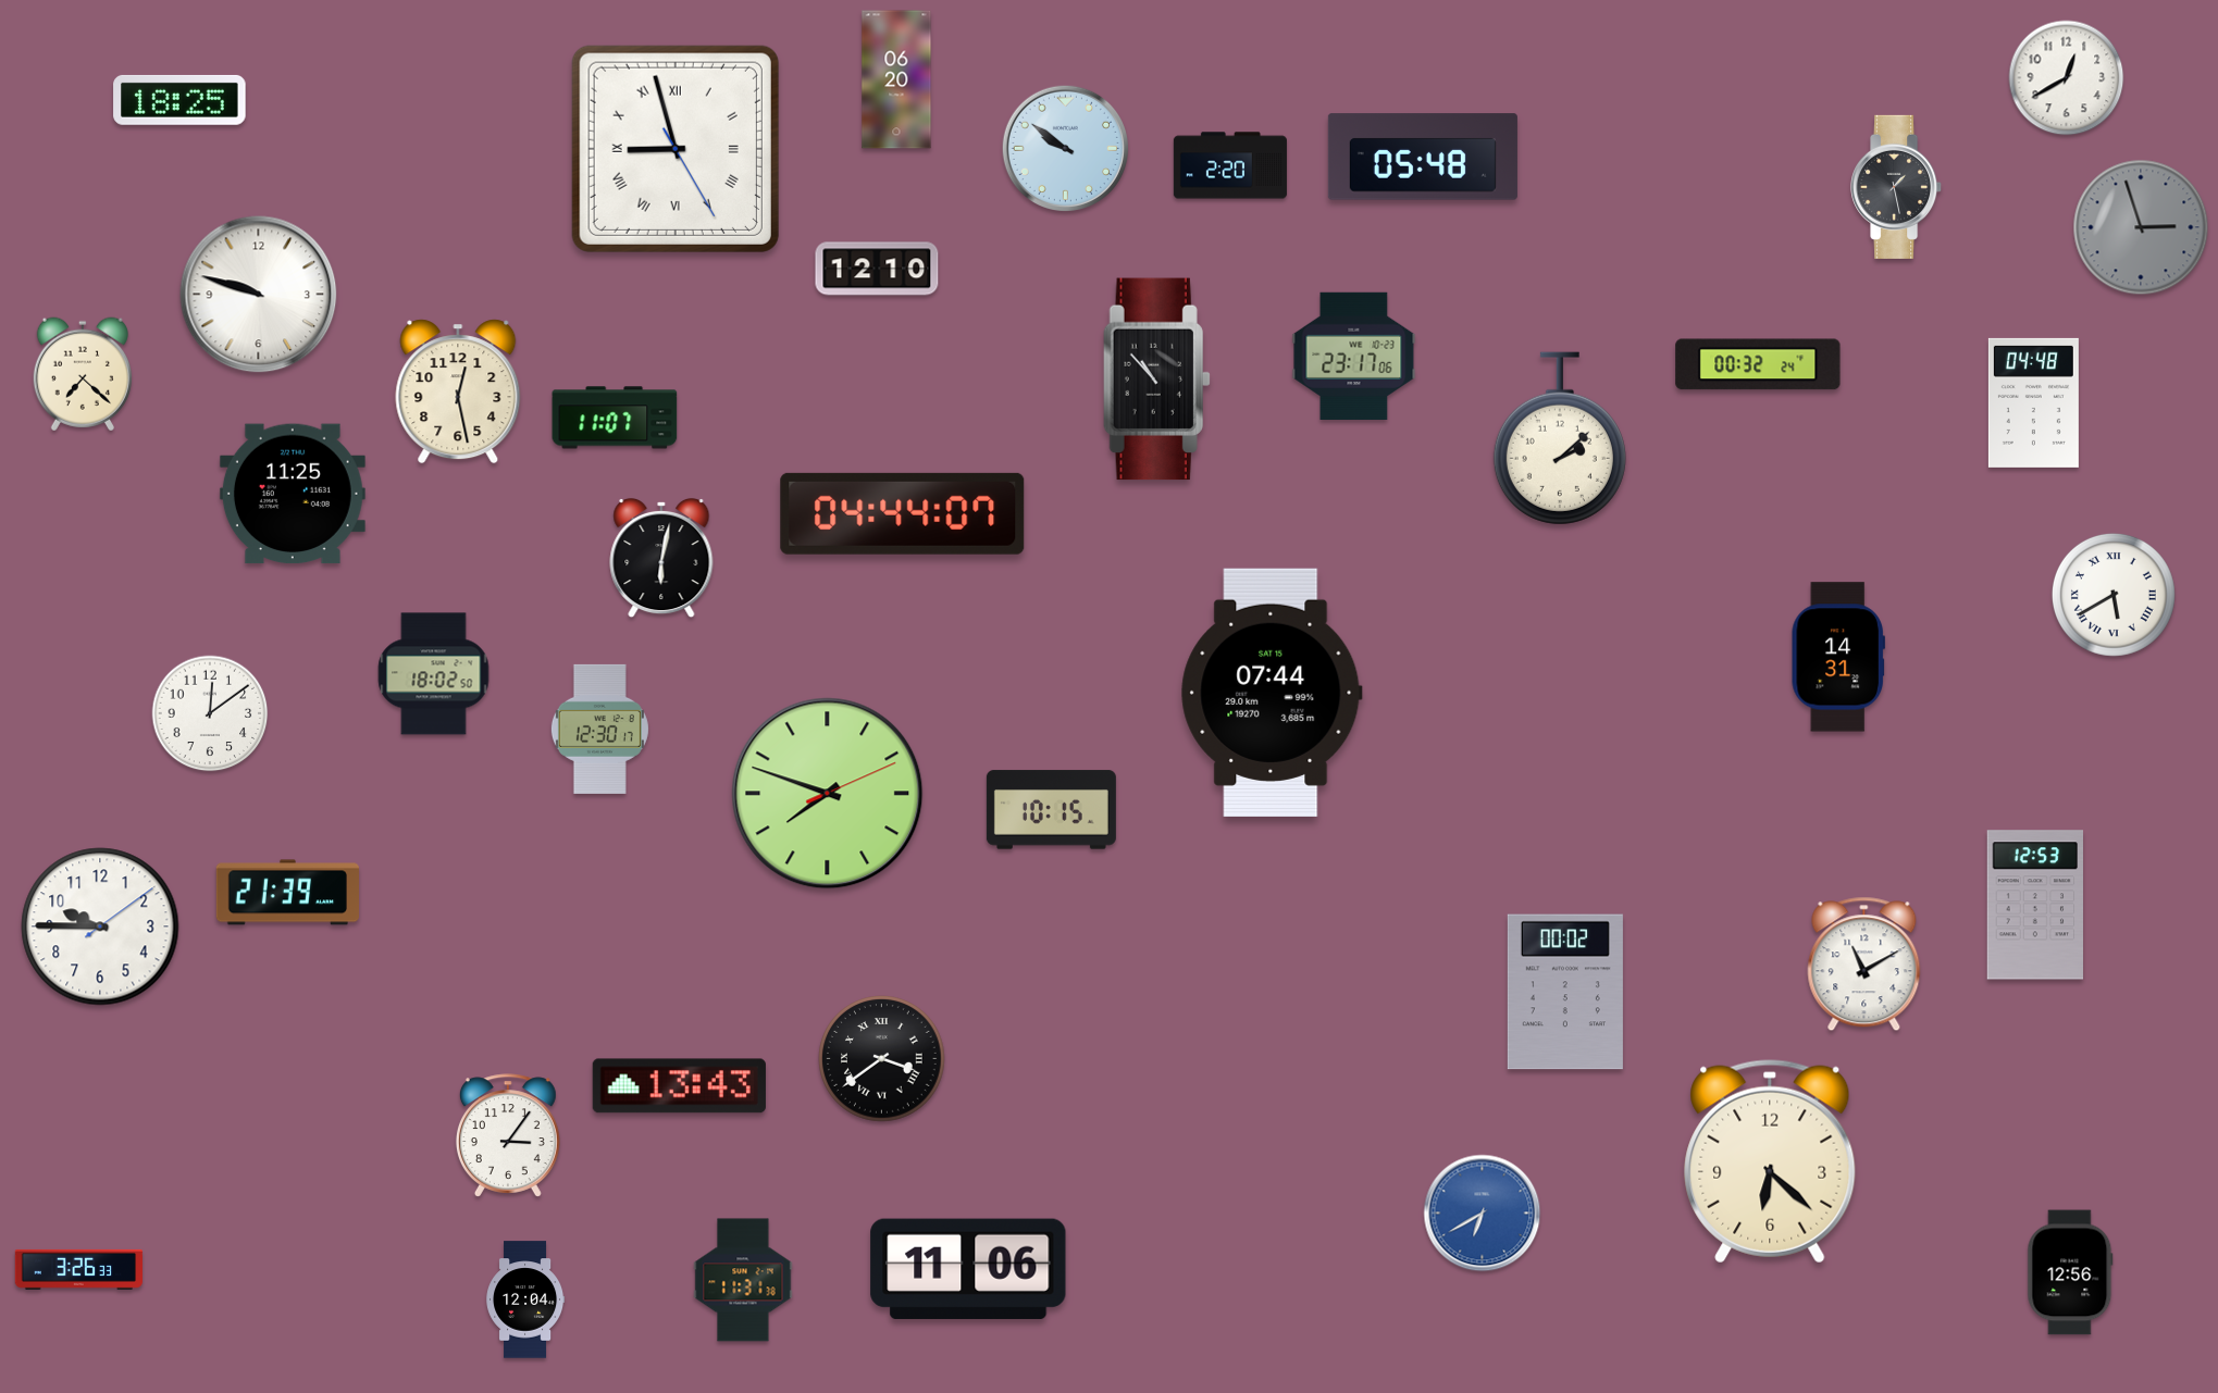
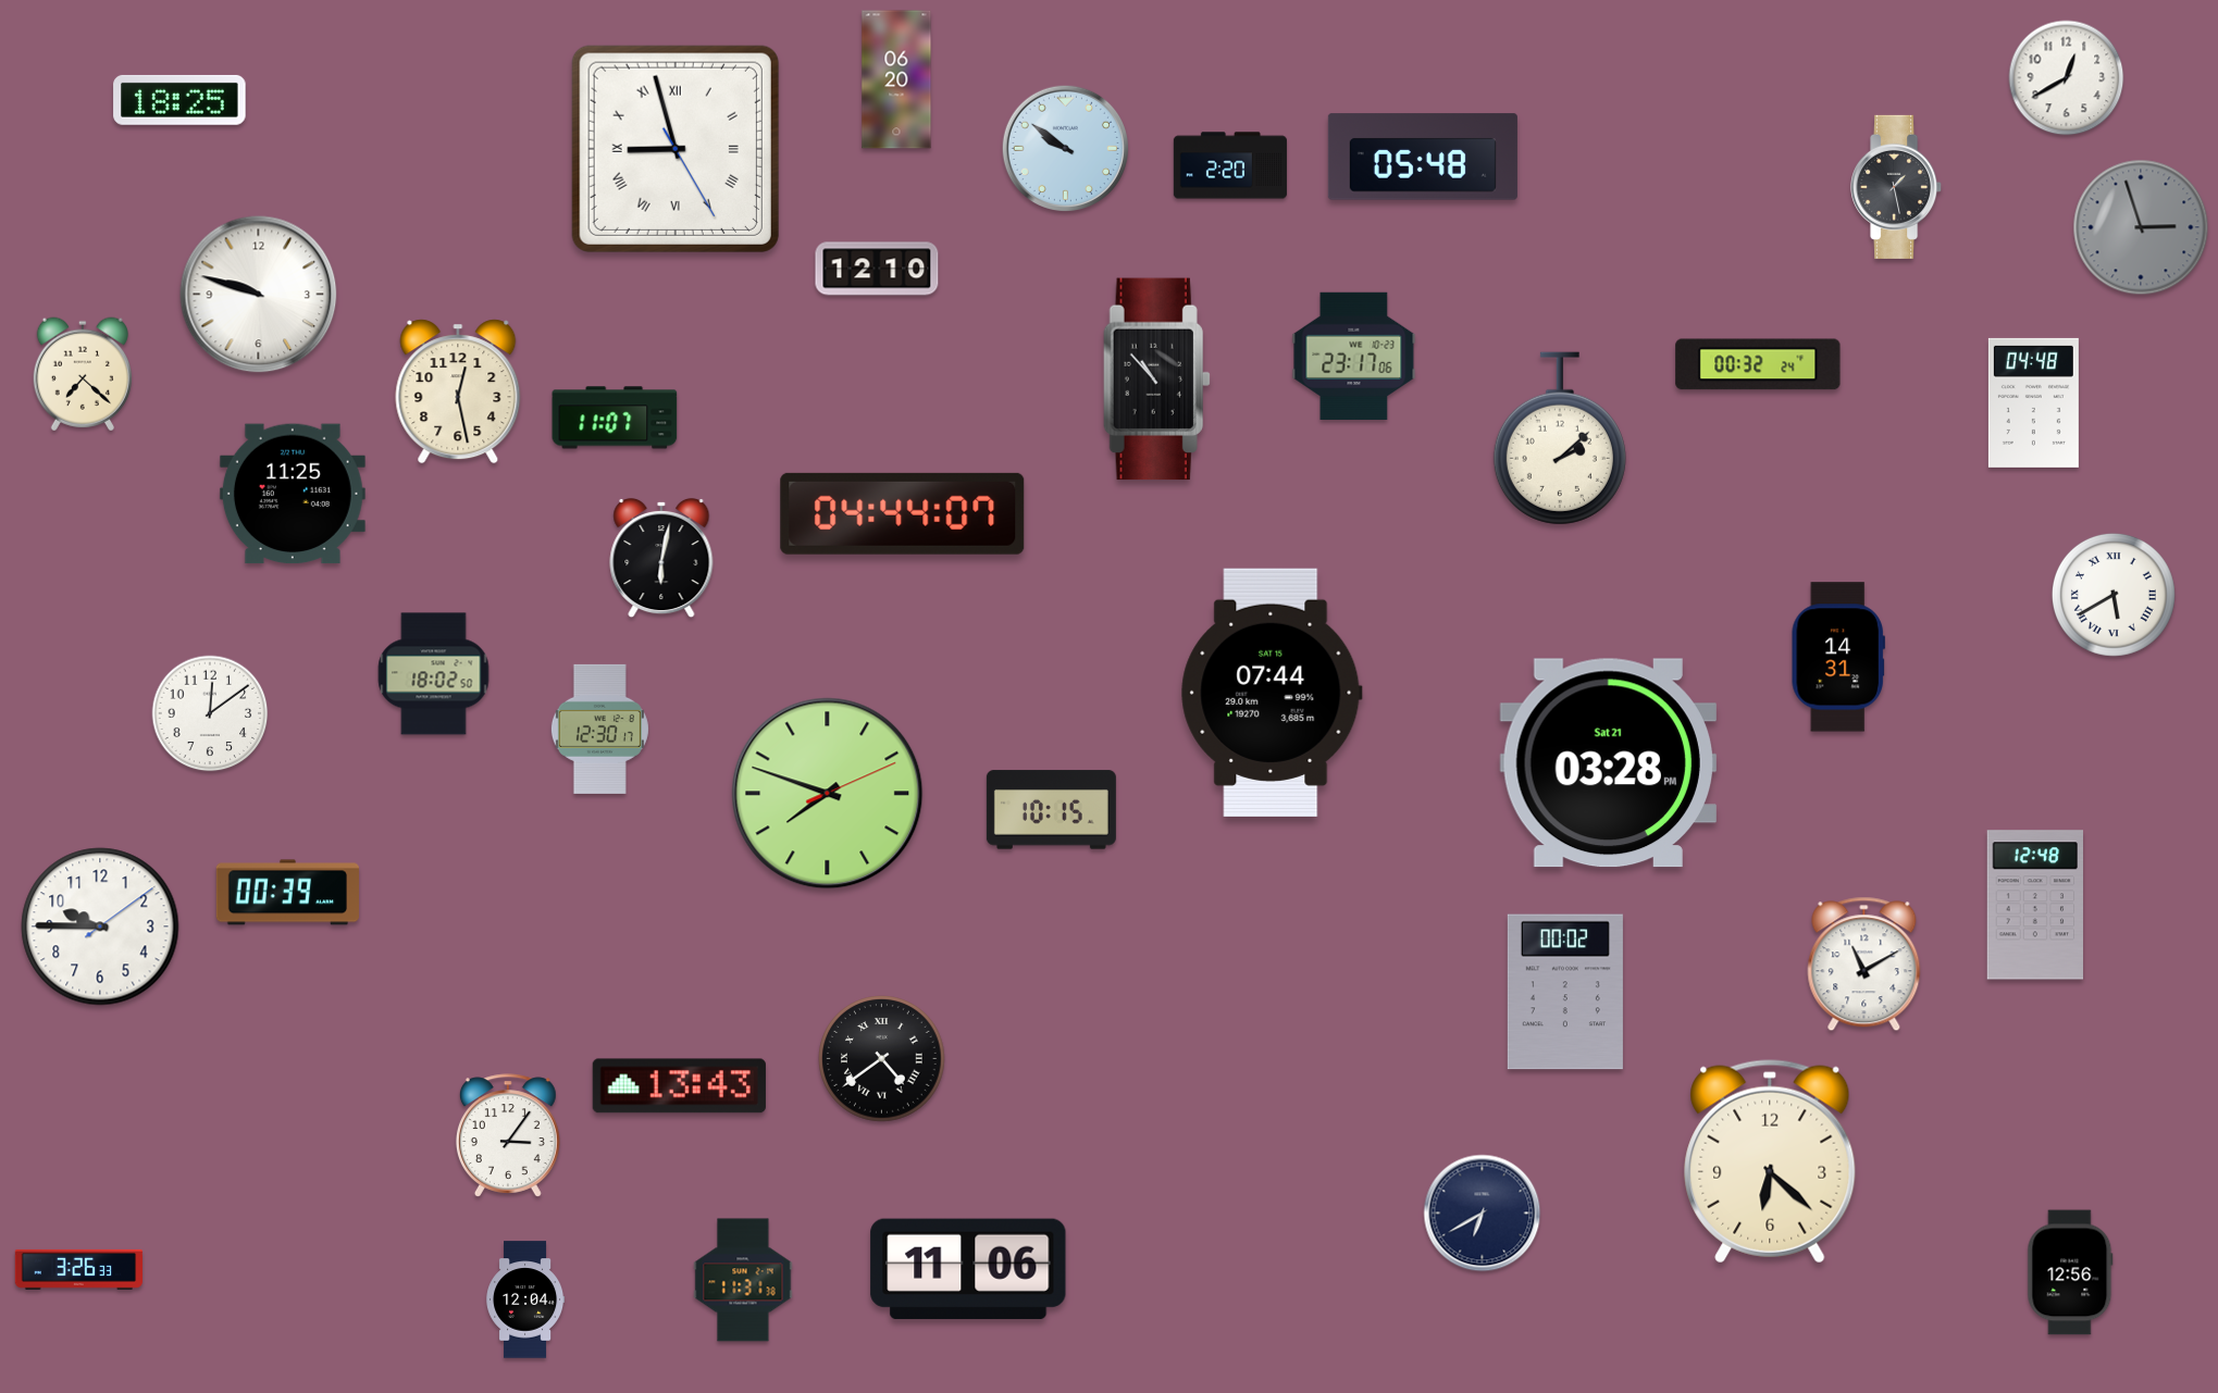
clock at (1608, 763): none -> 03:28
clock at (287, 893): 21:39 -> 00:39
clock at (2034, 905): 12:53 -> 12:48
clock at (882, 1059): 3:39 -> 4:39
clock at (1483, 1214) dial: blue -> navy
